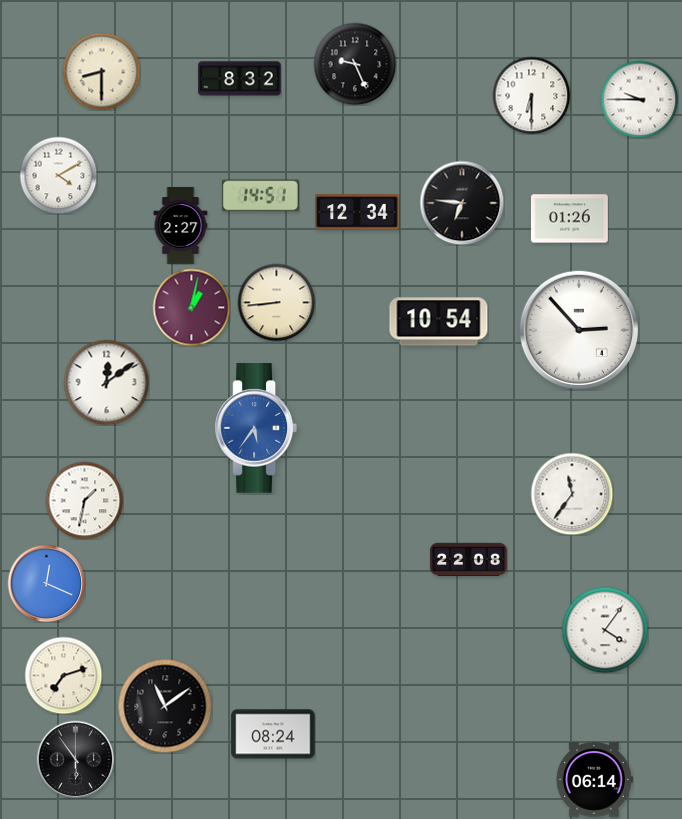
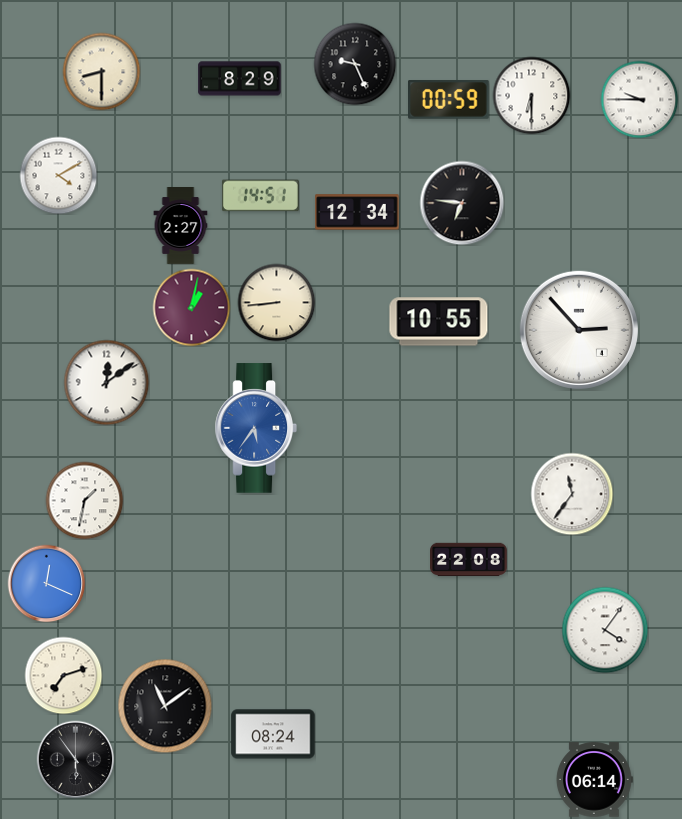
clock at (240, 79): 8:32 -> 8:29
clock at (449, 100): none -> 00:59
clock at (569, 219): 01:26 -> none
clock at (439, 322): 10:54 -> 10:55
